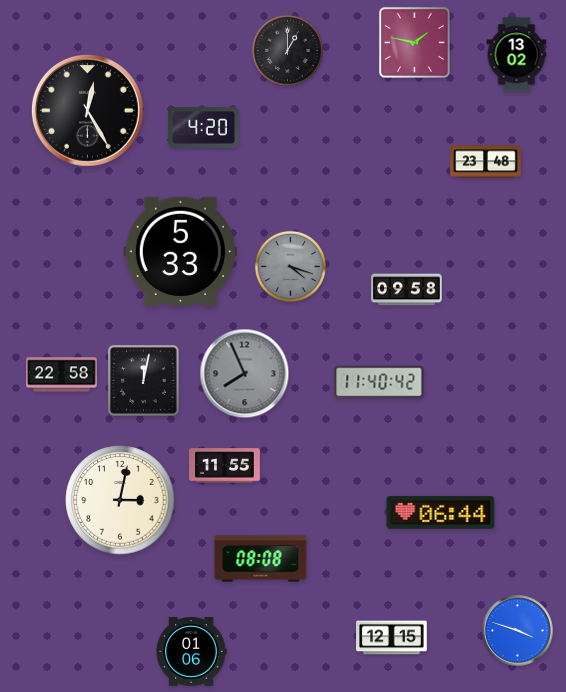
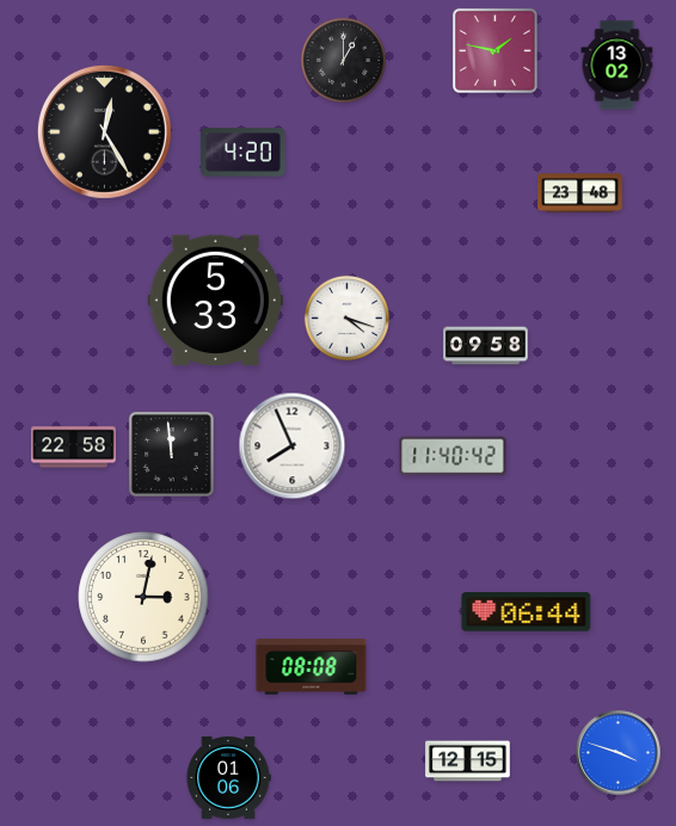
clock at (290, 266) dial: grey -> white
clock at (245, 374) dial: grey -> white
clock at (143, 380): 12:02 -> 11:59
clock at (225, 466): 11:55 -> none
